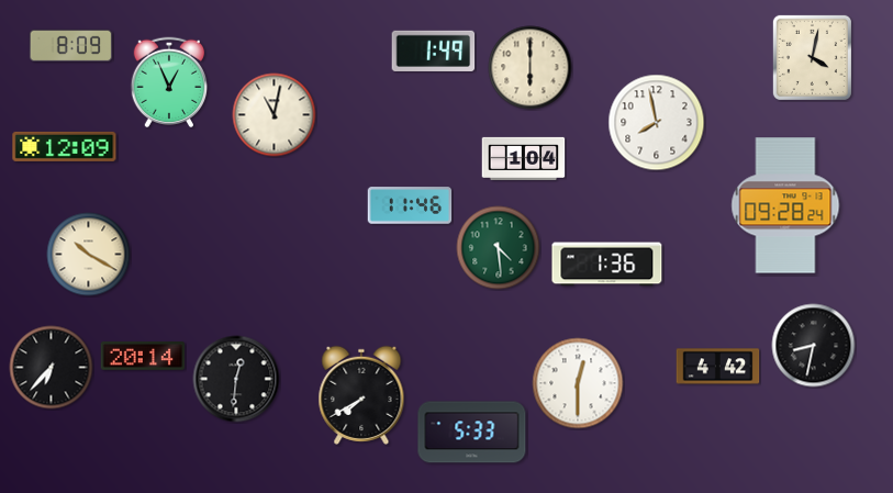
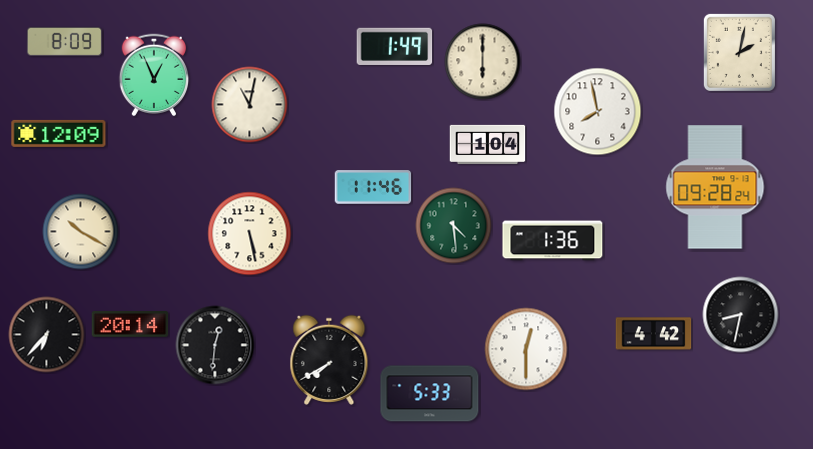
clock at (812, 57): 4:02 -> 2:02
clock at (524, 158) position: (524, 158) -> (488, 144)
clock at (250, 234): none -> 5:28
